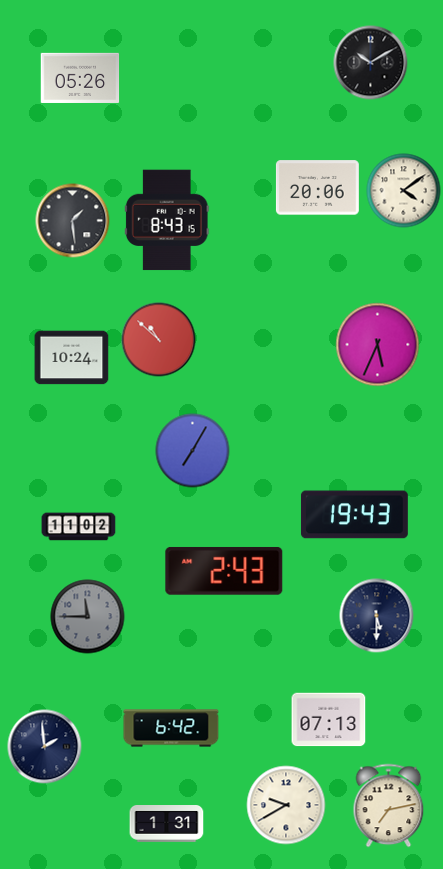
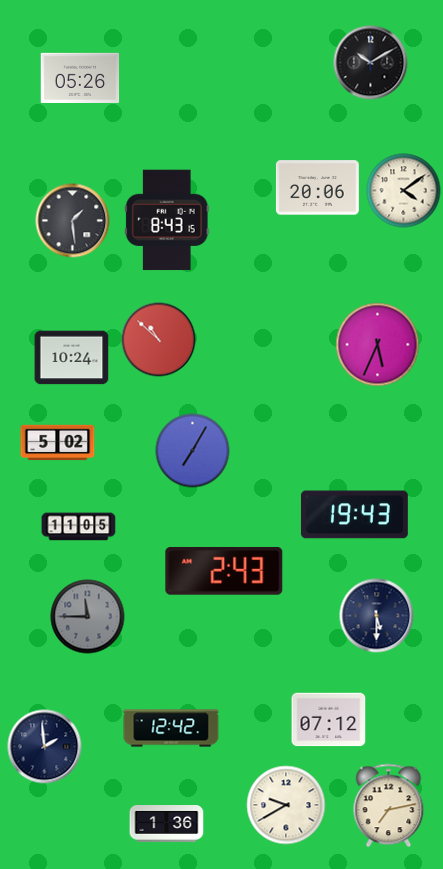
clock at (58, 443): none -> 5:02
clock at (79, 527): 11:02 -> 11:05
clock at (329, 720): 07:13 -> 07:12
clock at (171, 728): 6:42 -> 12:42
clock at (167, 824): 1:31 -> 1:36
